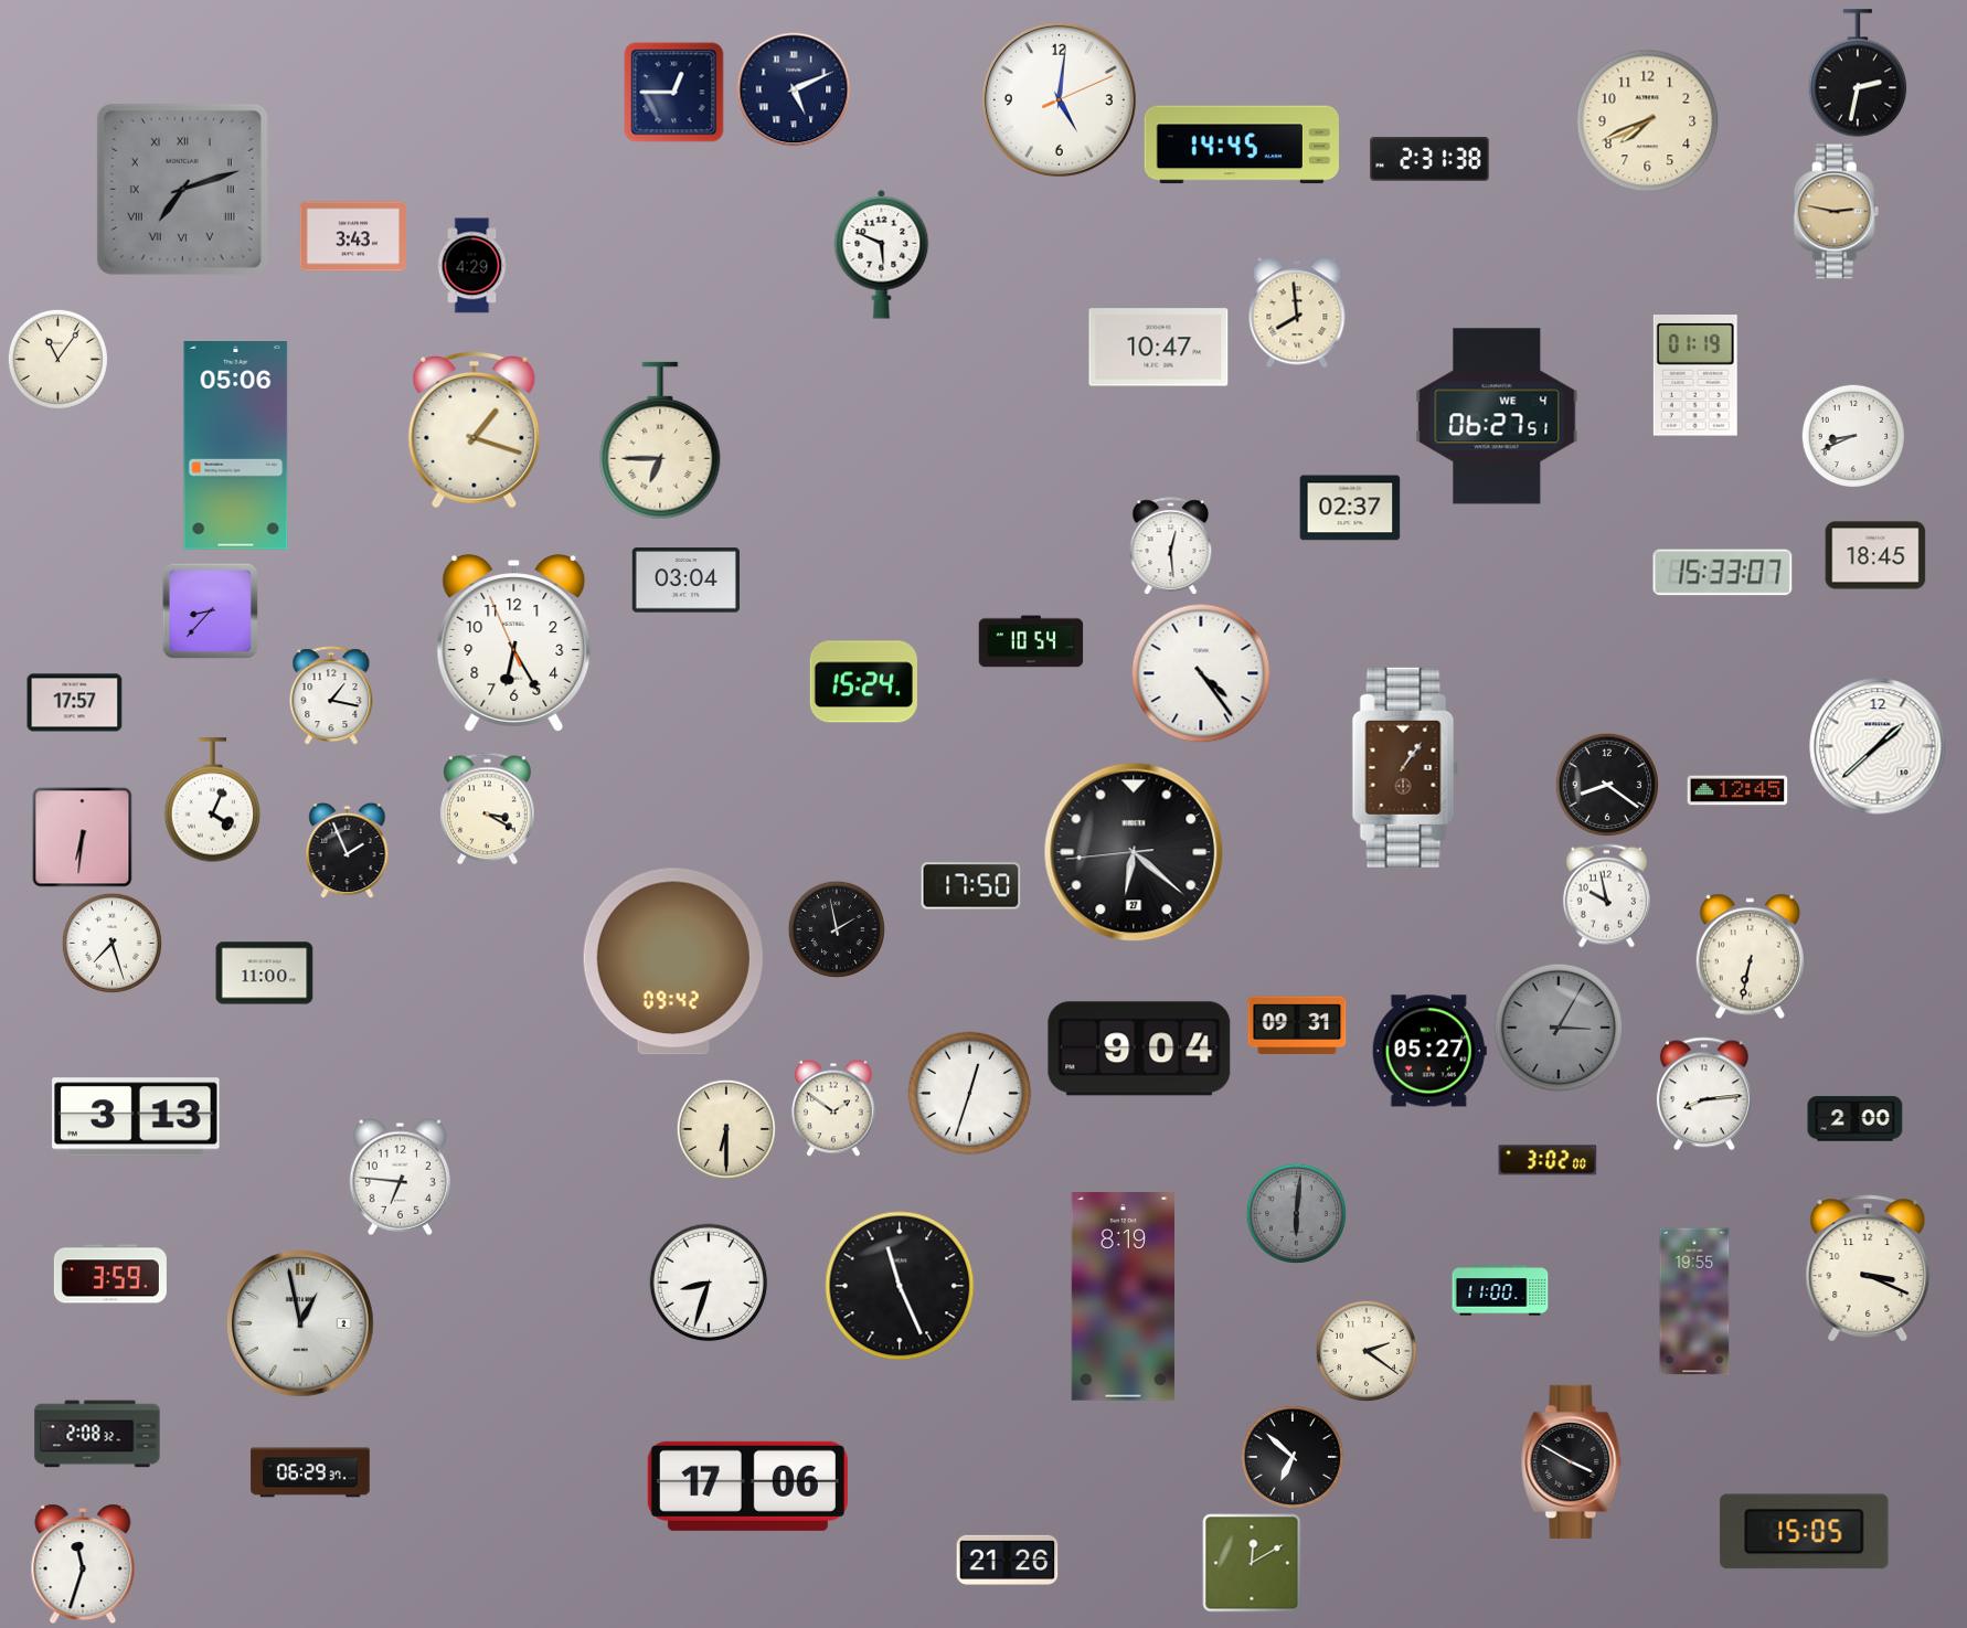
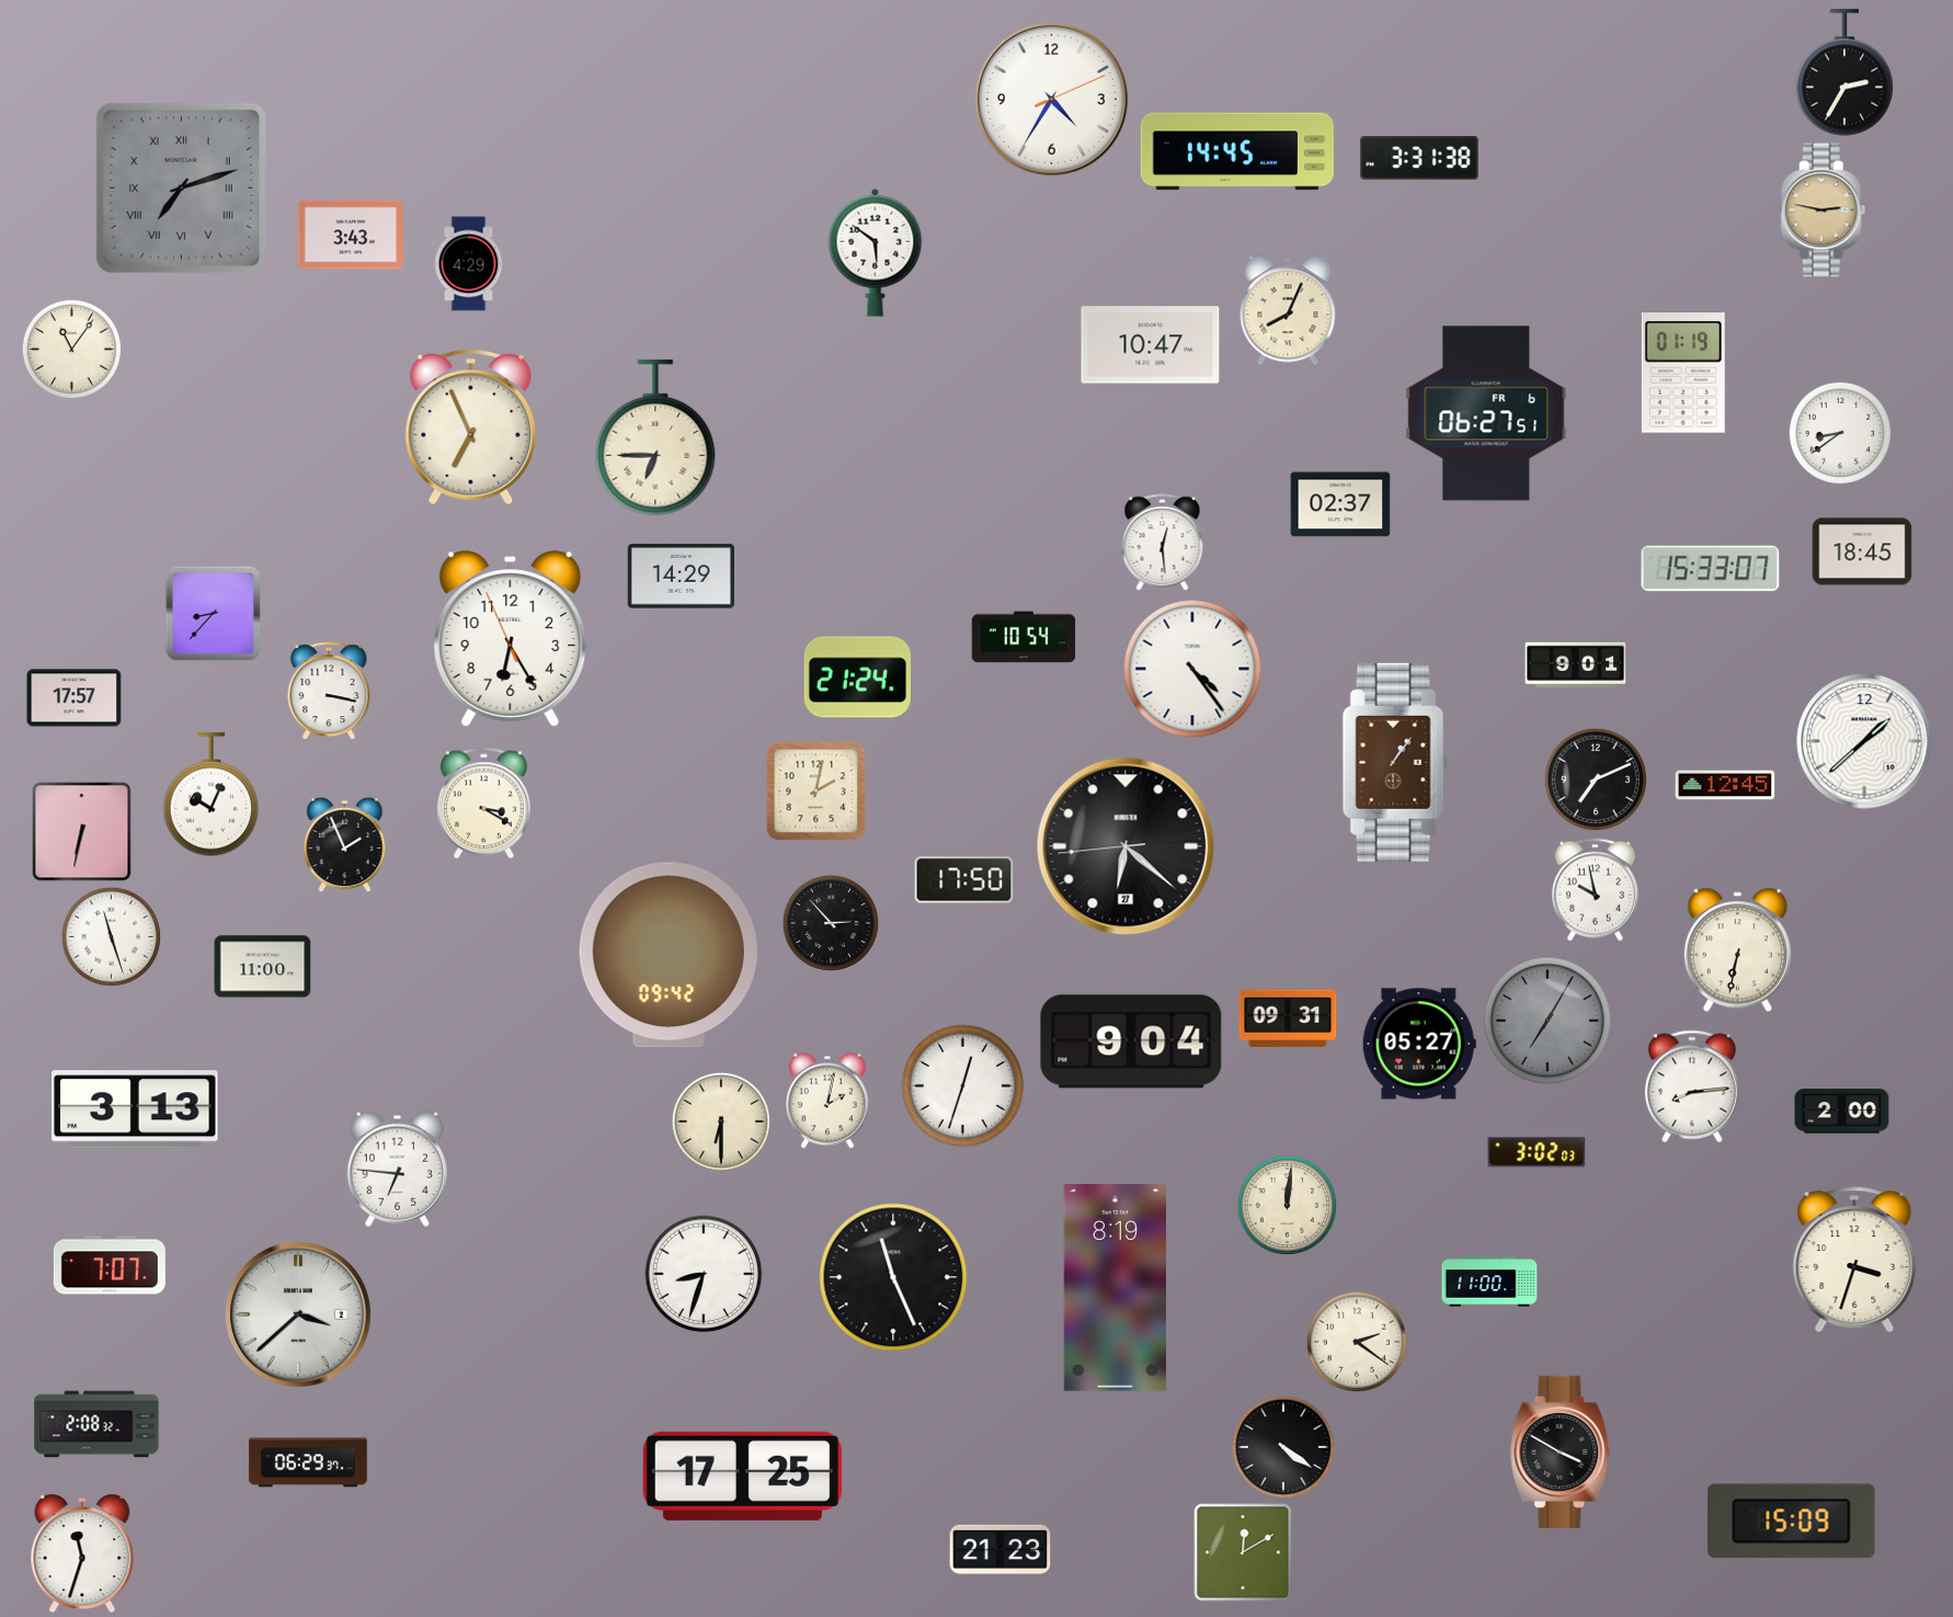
clock at (1858, 73): 2:32 -> 2:35
clock at (794, 89): 5:11 -> none
clock at (674, 93): 12:45 -> none
clock at (1059, 99): 5:01 -> 4:35
clock at (1648, 121): 7:41 -> none
clock at (1242, 145) position: (1242, 145) -> (1237, 151)
clock at (1429, 160): 2:31 -> 3:31
clock at (882, 254): 5:49 -> 5:51
clock at (1297, 312): 7:59 -> 8:04
clock at (57, 359) position: (57, 359) -> (71, 349)
clock at (1497, 416) date: WE 4 -> FR 6
clock at (475, 429): 1:18 -> 6:56
clock at (1852, 435): 8:41 -> 8:39
clock at (236, 446): 05:06 -> none
clock at (685, 581): 03:04 -> 14:29
clock at (210, 610) position: (210, 610) -> (213, 613)
clock at (1576, 664): none -> 9:01
clock at (863, 682): 15:24 -> 21:24
clock at (331, 695): 1:17 -> 3:17
clock at (1606, 784): 8:21 -> 7:11
clock at (816, 792): none -> 2:02
clock at (213, 800): 4:04 -> 10:04
clock at (83, 838): 6:31 -> 6:32
clock at (837, 929): 1:58 -> 2:53
clock at (111, 943): 7:27 -> 11:27
clock at (1559, 1028): 3:05 -> 7:05
clock at (833, 1108): 1:51 -> 2:02
clock at (1548, 1160): 3:02:00 -> 3:02:03
clock at (1296, 1213): 6:01 -> 12:01
clock at (1296, 1213) dial: grey -> cream
clock at (1868, 1268): 3:19 -> 3:33
clock at (110, 1274): 3:59 -> 7:07
clock at (1694, 1301): 19:55 -> none
clock at (301, 1324): 12:58 -> 3:38
clock at (1291, 1456): 6:52 -> 4:21
clock at (747, 1486): 17:06 -> 17:25
clock at (1805, 1532): 15:05 -> 15:09
clock at (1008, 1560): 21:26 -> 21:23
